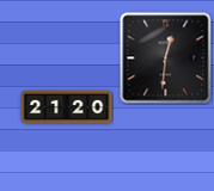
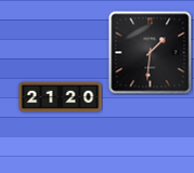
clock at (166, 58): 12:31 -> 1:31
